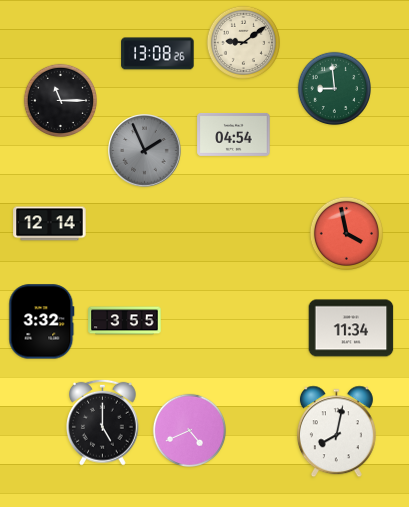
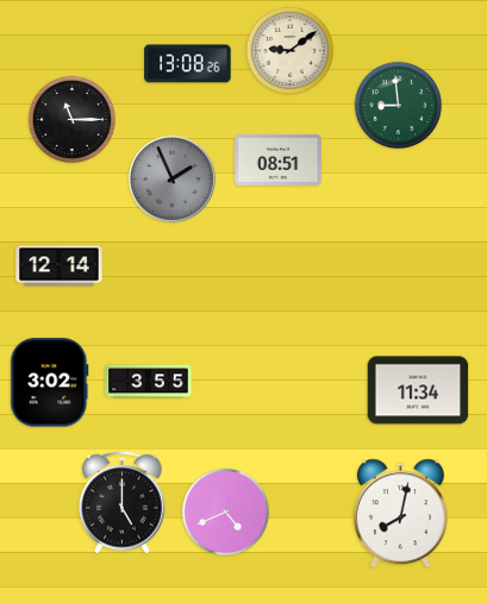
clock at (234, 134): 04:54 -> 08:51
clock at (346, 233): 3:58 -> none
clock at (42, 322): 3:32 -> 3:02
